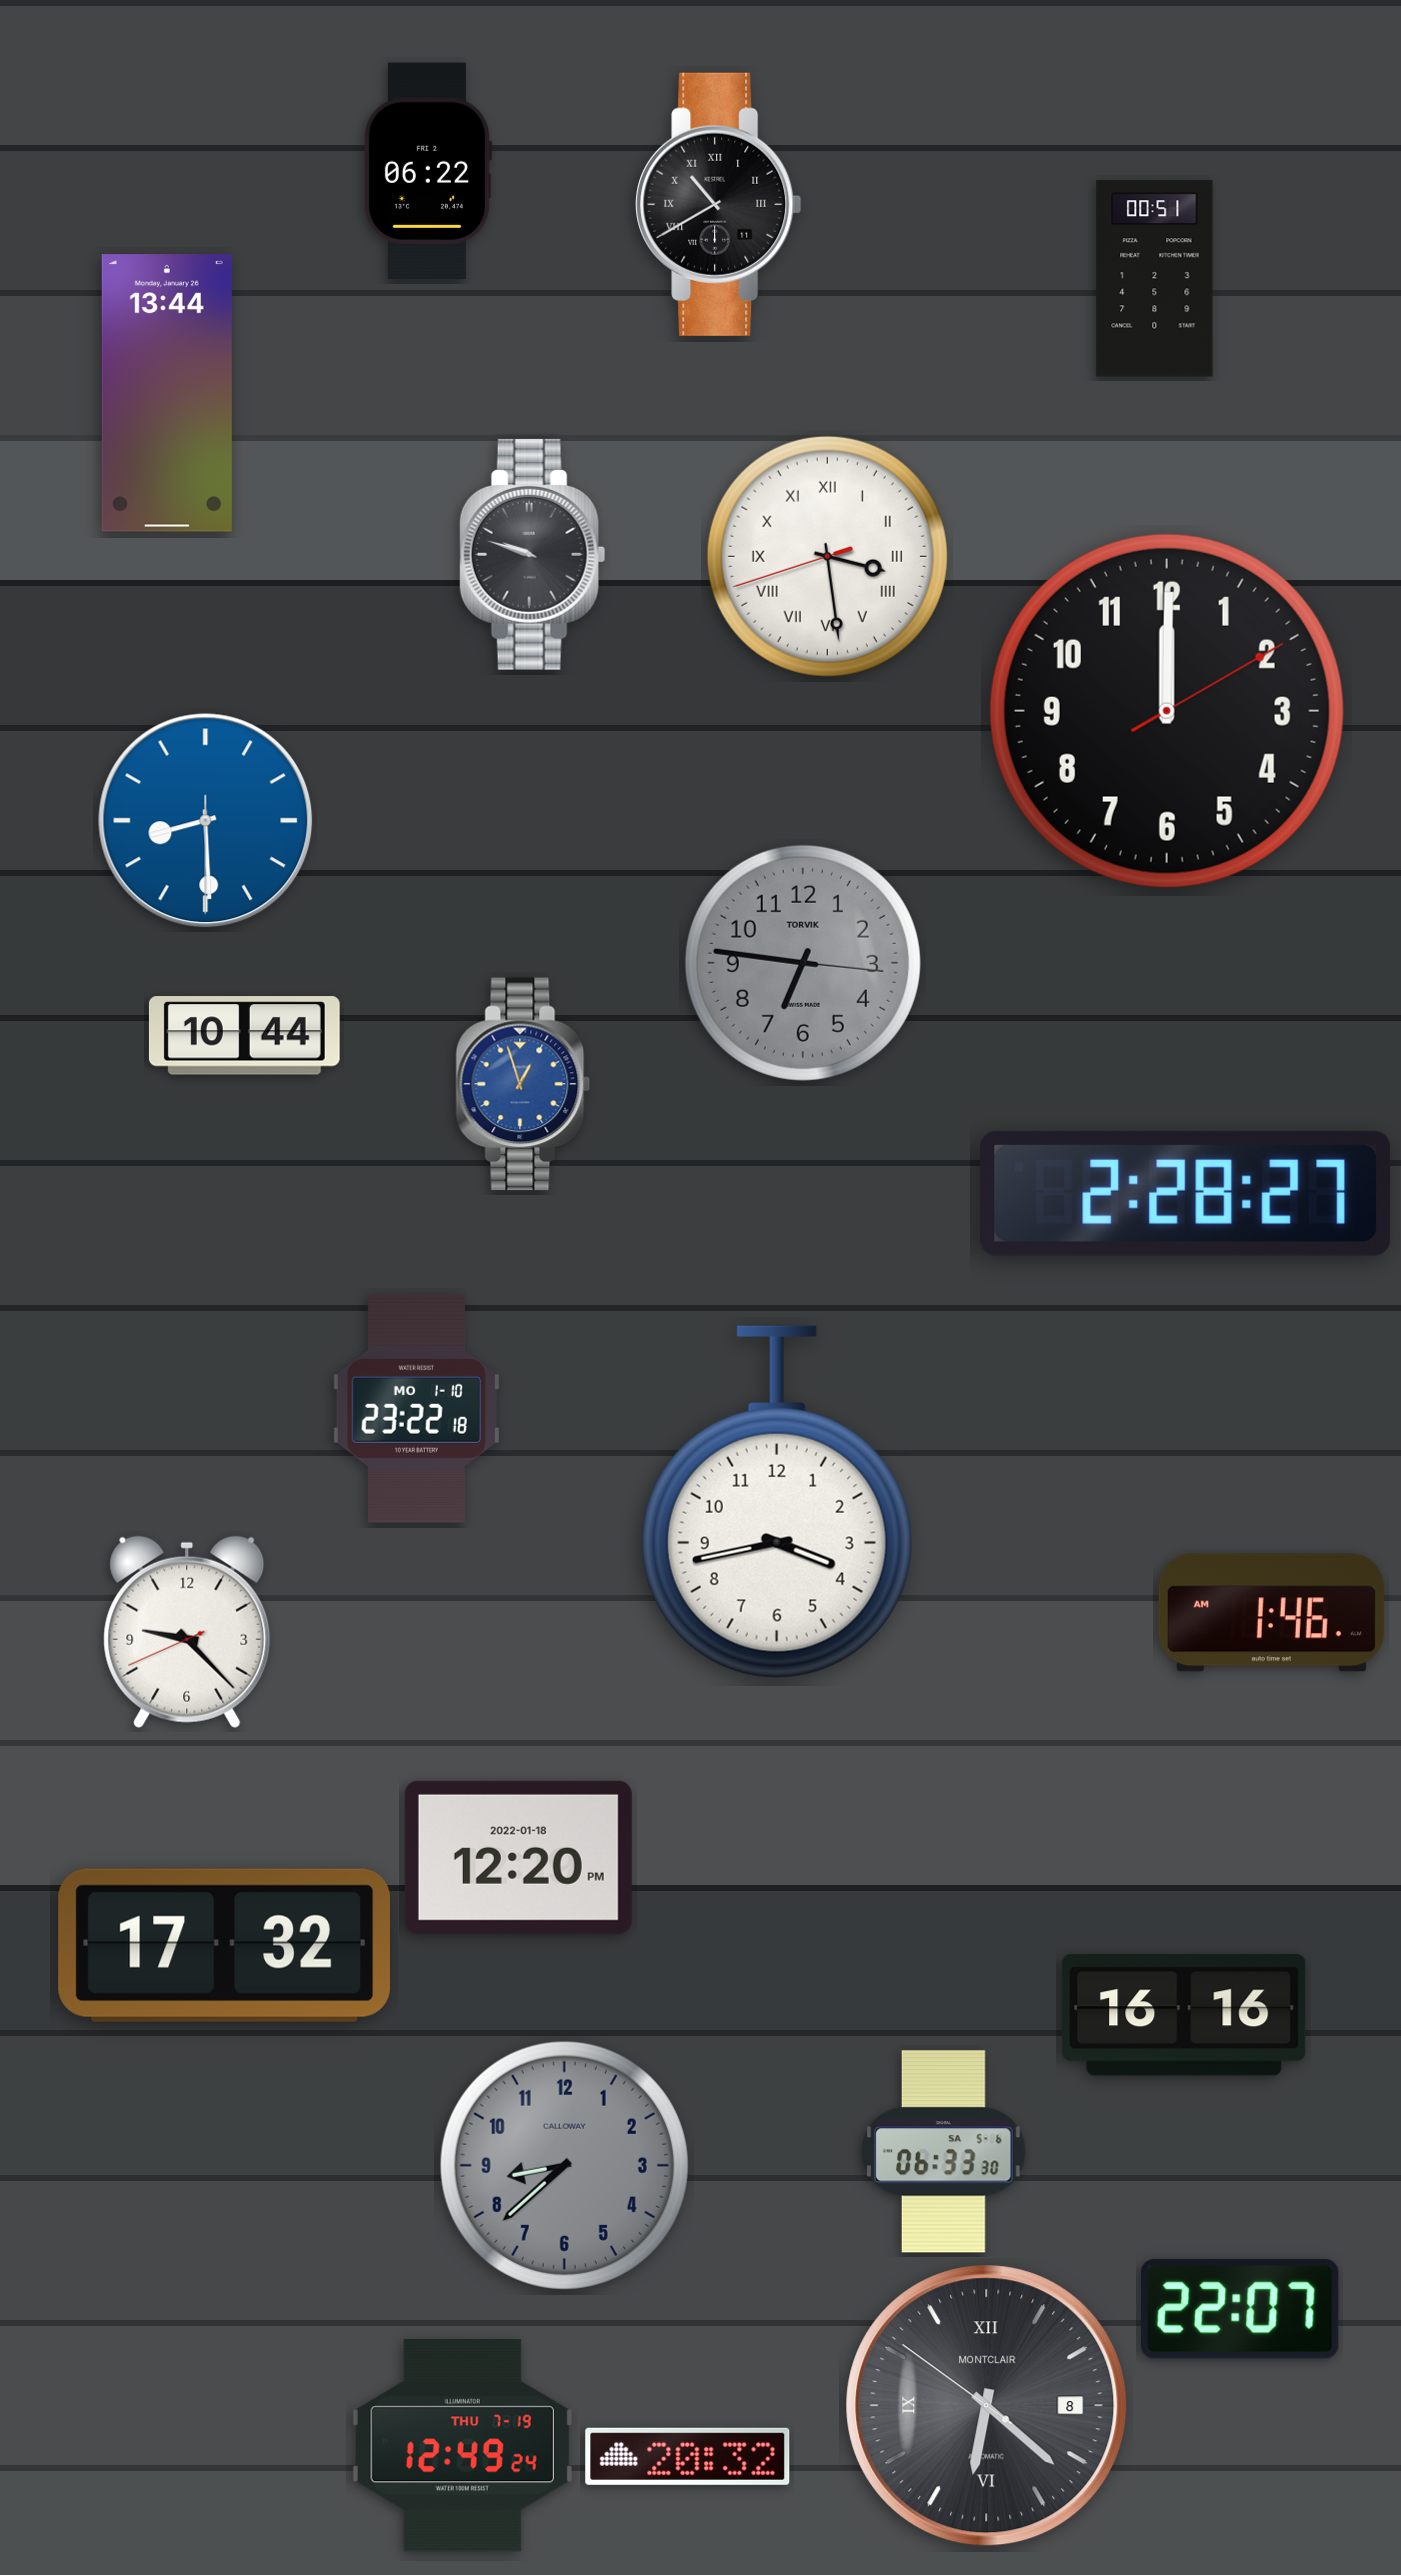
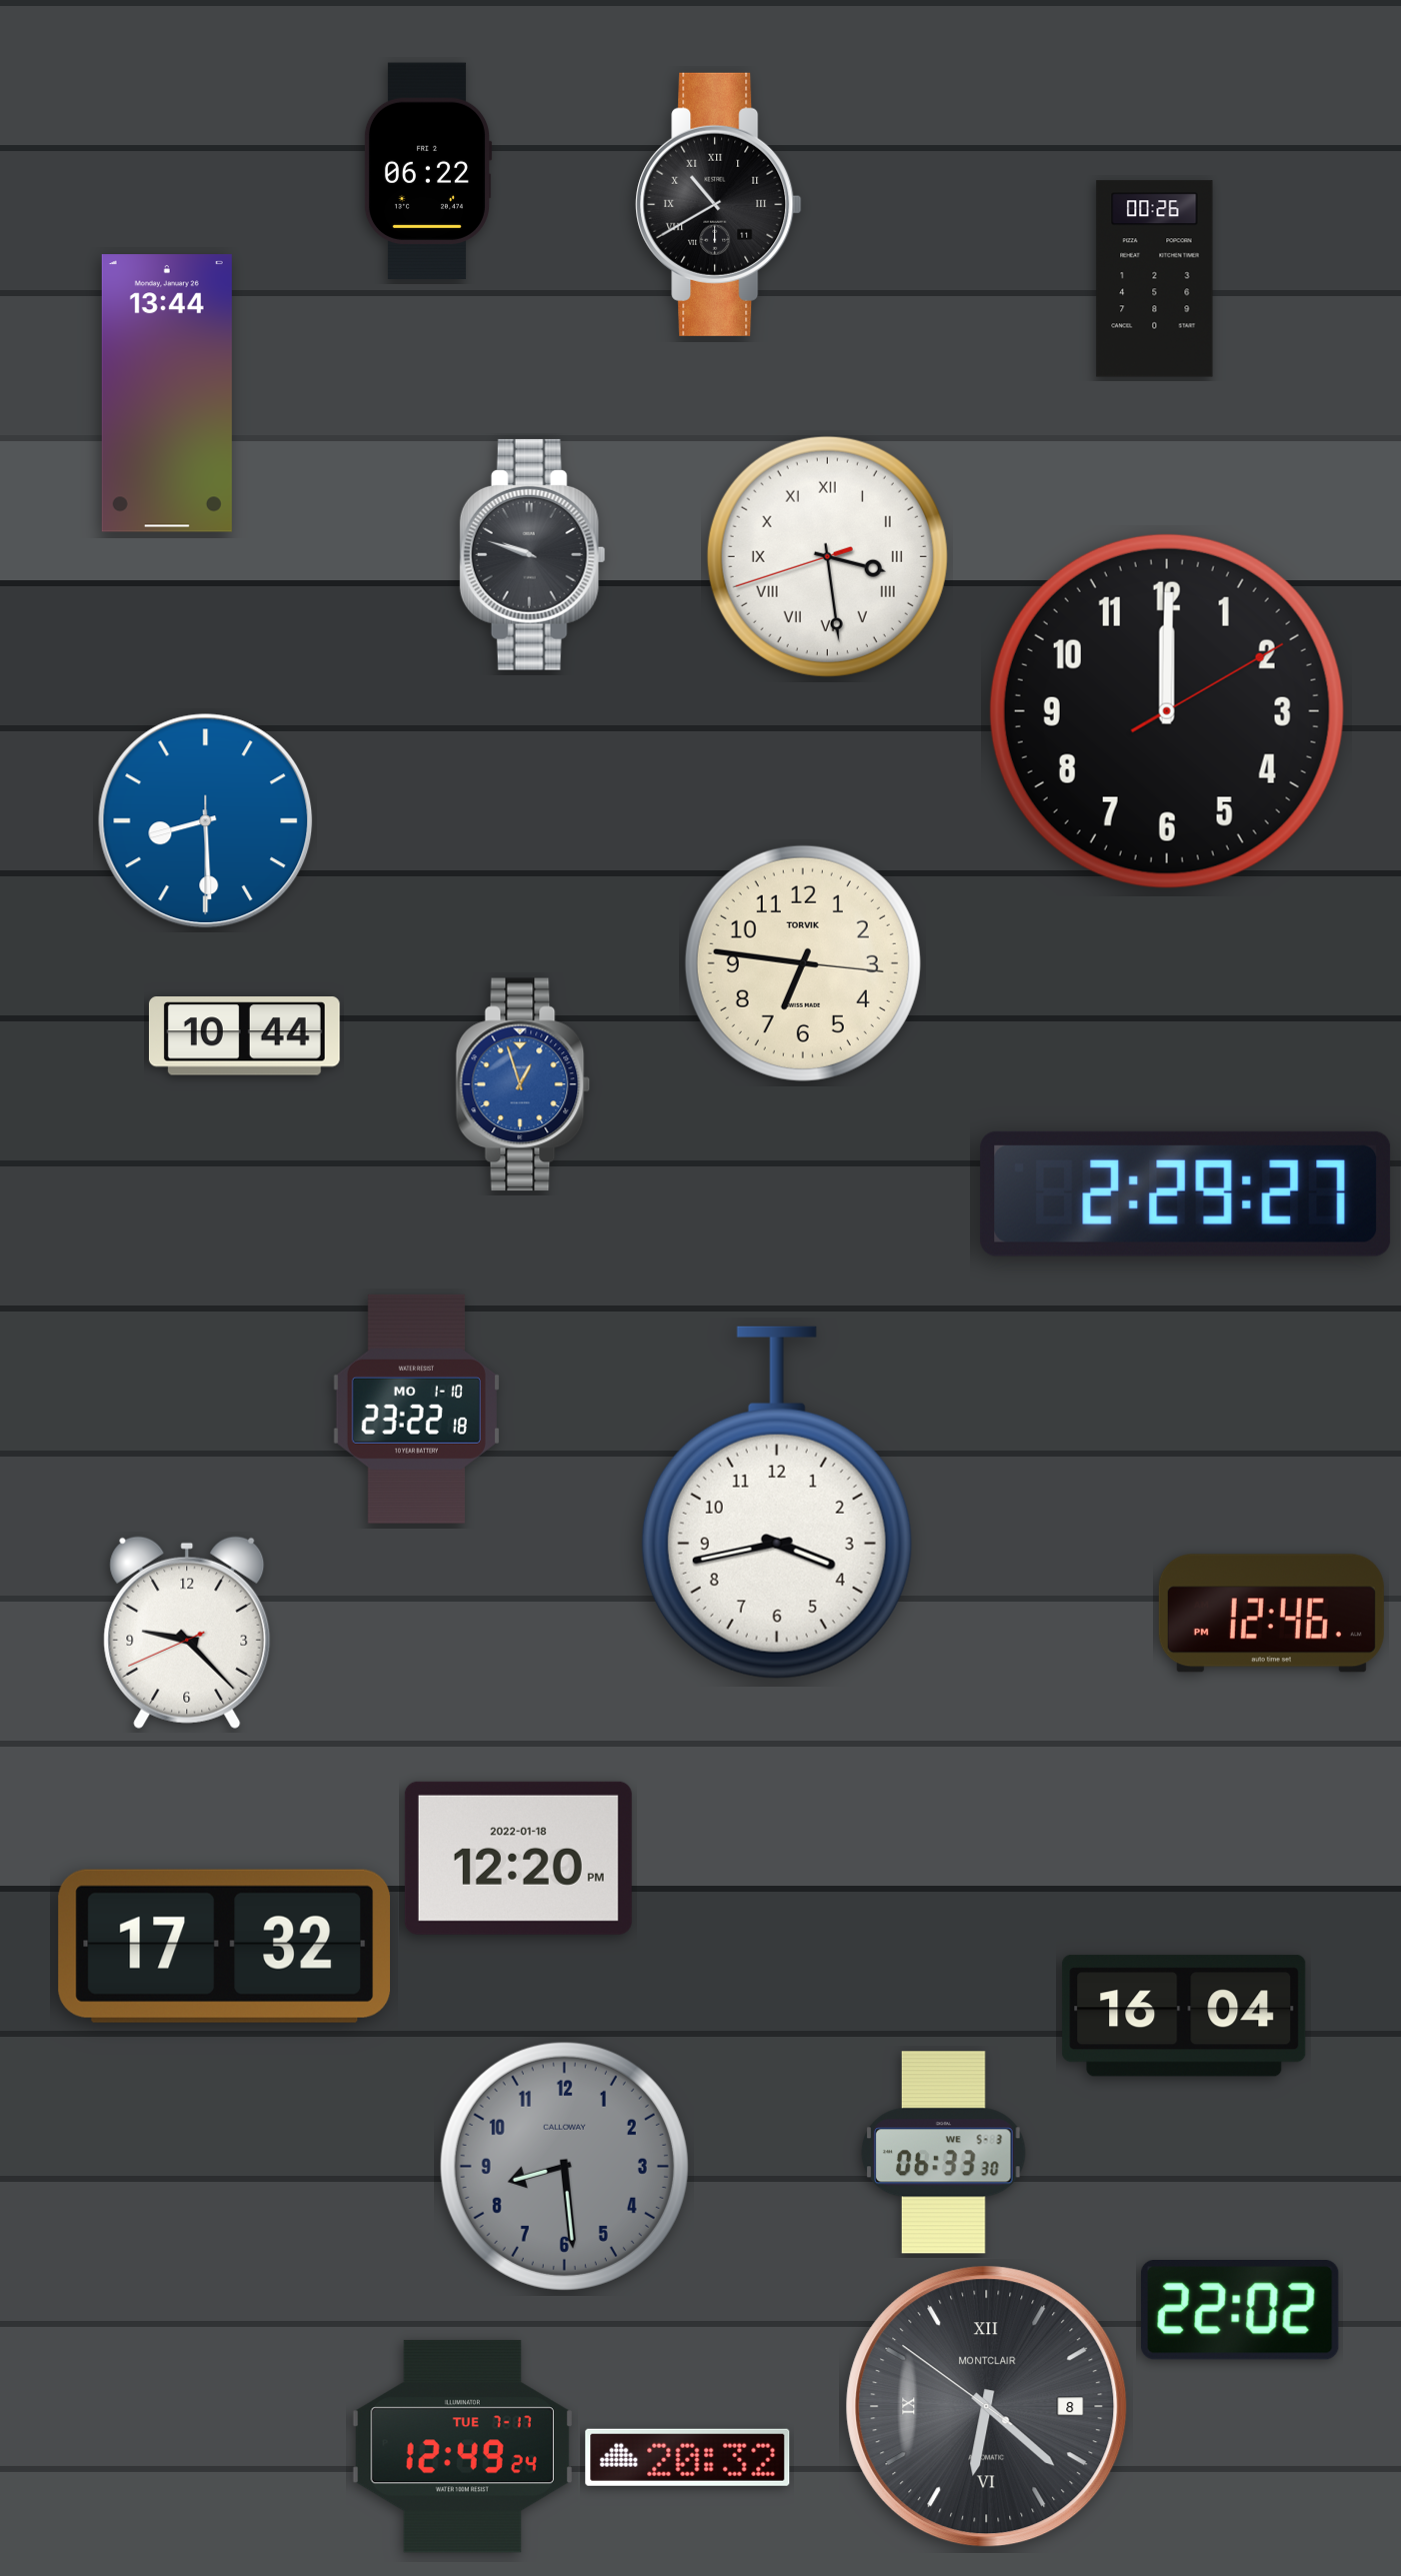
clock at (1155, 279): 00:51 -> 00:26
clock at (803, 963) dial: grey -> cream
clock at (1186, 1193): 2:28 -> 2:29
clock at (1271, 1613): 1:46 -> 12:46
clock at (1184, 2015): 16:16 -> 16:04
clock at (944, 2152) date: SA 5-6 -> WE 5-3
clock at (564, 2165): 8:38 -> 8:29
clock at (1240, 2310): 22:07 -> 22:02
clock at (462, 2446) date: THU 7-19 -> TUE 7-17
